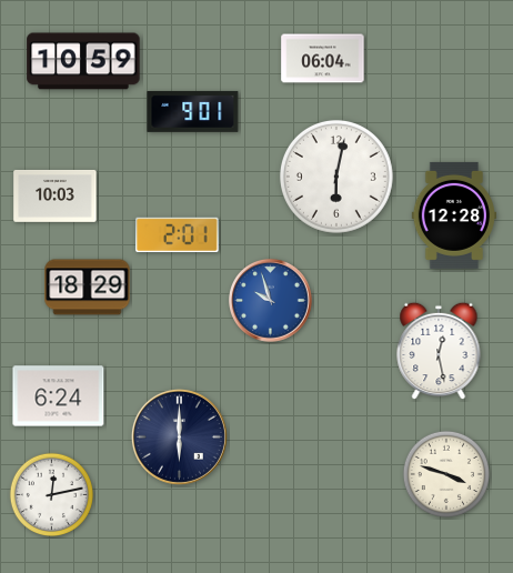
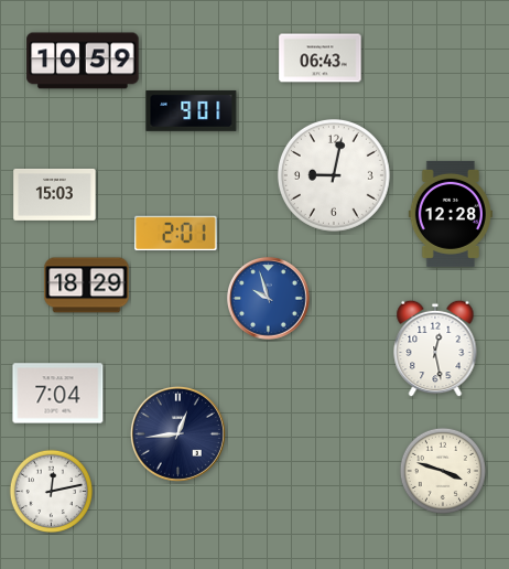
clock at (323, 59): 06:04 -> 06:43
clock at (336, 177): 6:02 -> 9:02
clock at (56, 195): 10:03 -> 15:03
clock at (59, 396): 6:24 -> 7:04
clock at (179, 436): 6:00 -> 12:44
